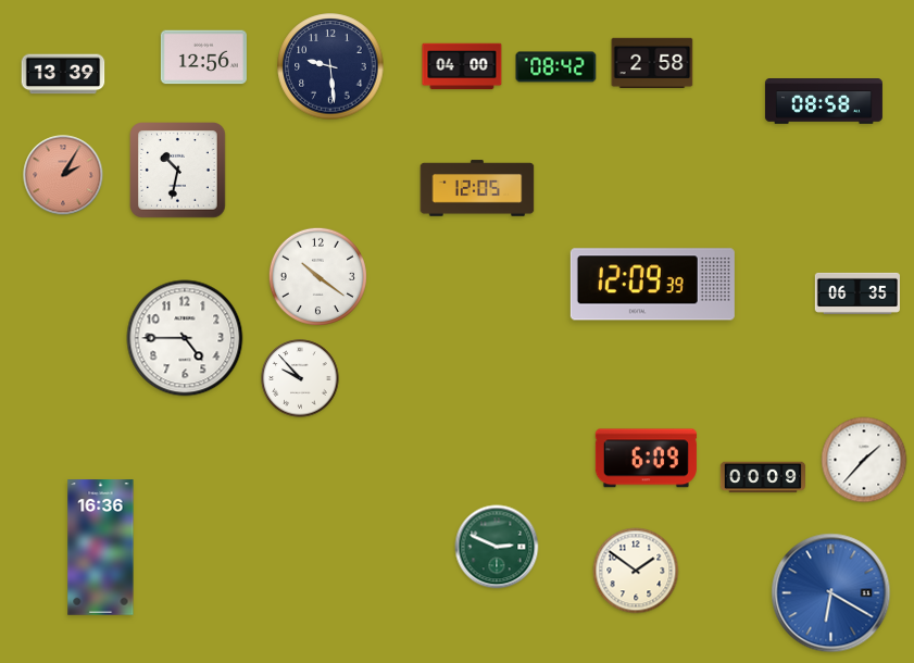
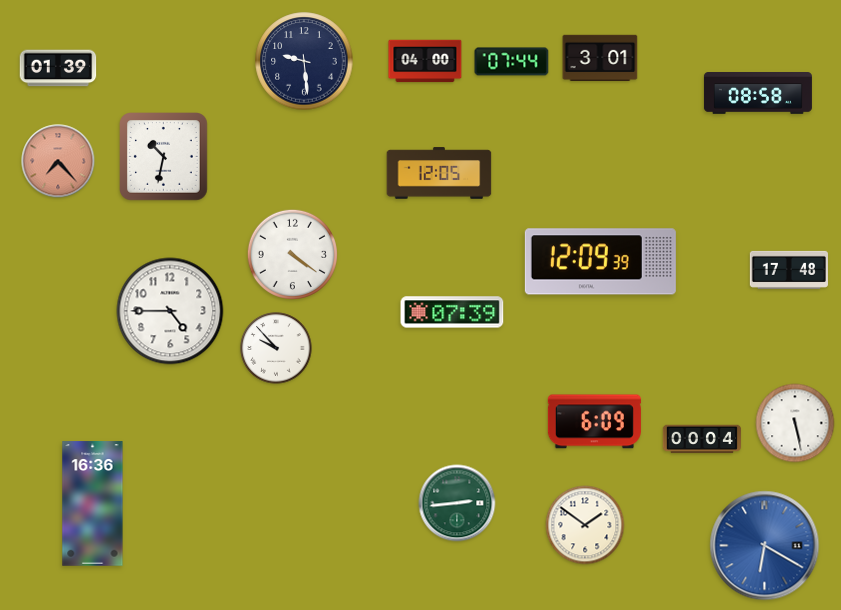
clock at (203, 58): 12:56 -> none
clock at (652, 62): 2:58 -> 3:01
clock at (556, 67): 08:42 -> 07:44
clock at (63, 74): 13:39 -> 01:39
clock at (63, 175): 2:05 -> 7:23
clock at (317, 276): 10:21 -> 4:21
clock at (856, 293): 06:35 -> 17:48
clock at (452, 312): none -> 07:39
clock at (864, 460): 1:37 -> 5:28
clock at (762, 477): 00:09 -> 00:04
clock at (497, 547): 2:49 -> 2:44
